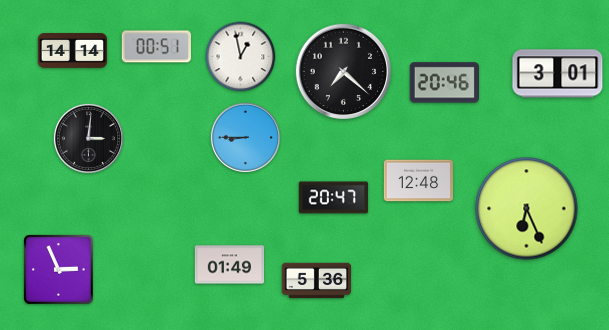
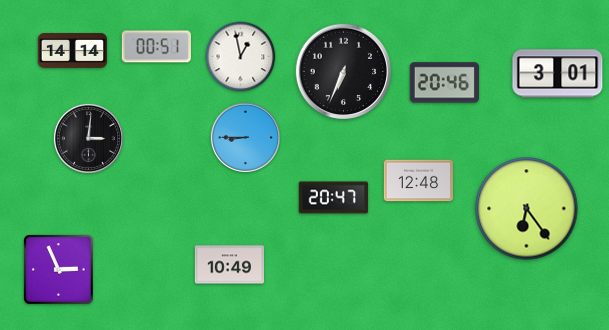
clock at (343, 71): 7:22 -> 6:34
clock at (527, 209): 6:26 -> 6:24
clock at (230, 265): 01:49 -> 10:49
clock at (317, 281): 5:36 -> none
